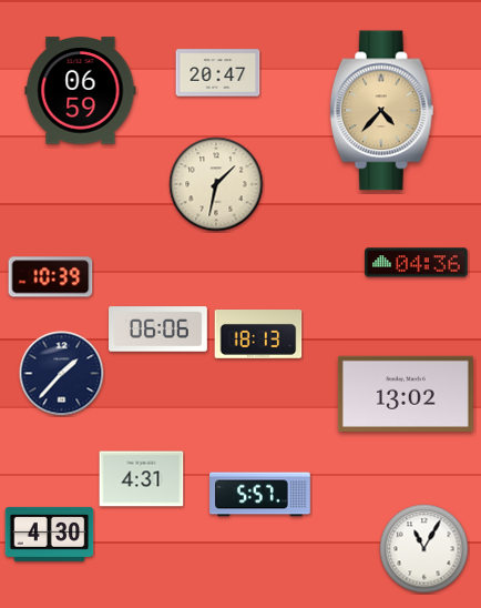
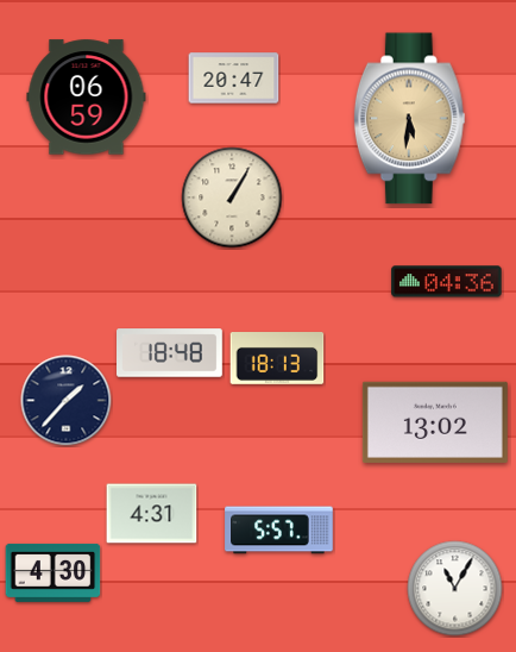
clock at (381, 111): 4:37 -> 5:31
clock at (216, 184): 1:32 -> 1:05
clock at (51, 277): 10:39 -> none
clock at (158, 330): 06:06 -> 18:48
